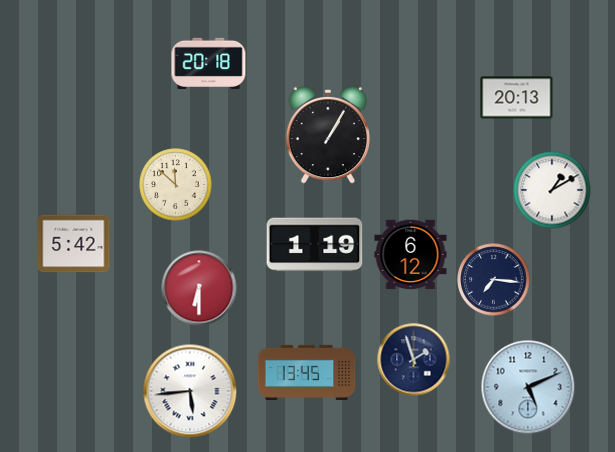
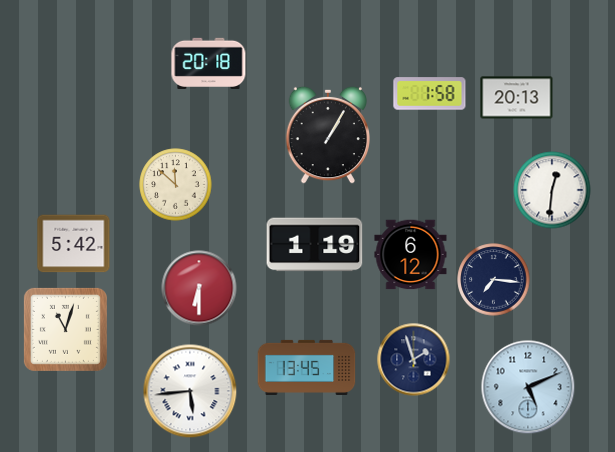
clock at (430, 94): none -> 1:58
clock at (552, 190): 1:10 -> 12:31
clock at (65, 329): none -> 11:03
clock at (307, 372) position: (307, 372) -> (307, 367)
